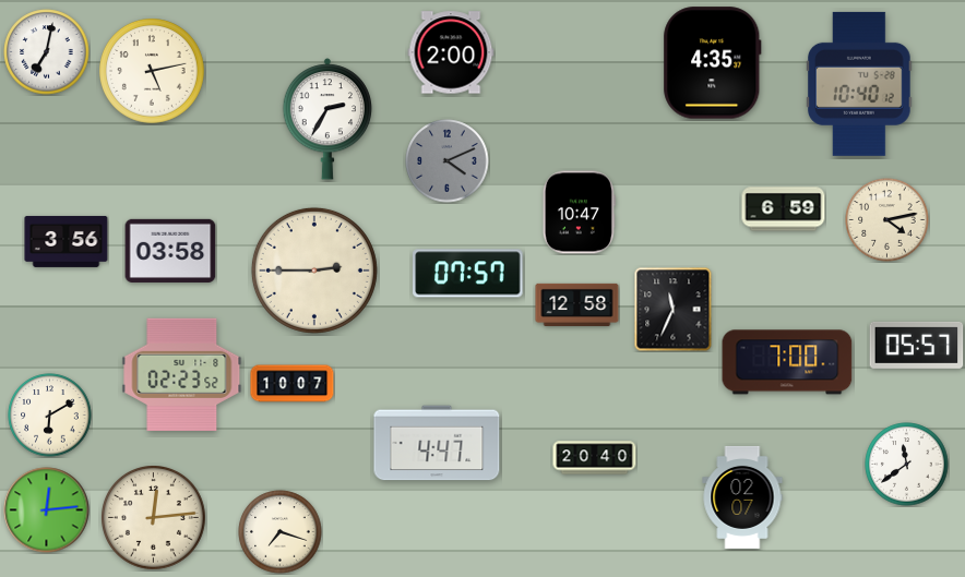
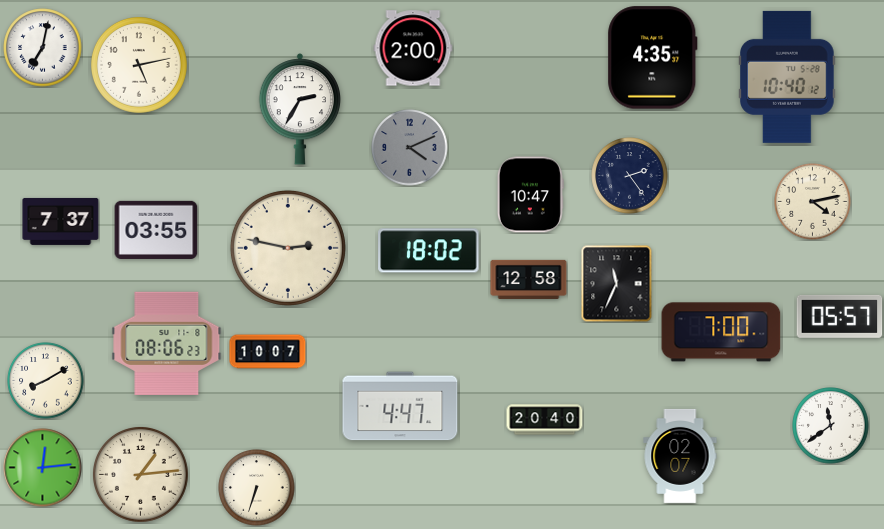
clock at (630, 176): none -> 2:24
clock at (784, 209): 6:59 -> none
clock at (67, 241): 3:56 -> 7:37
clock at (170, 251): 03:58 -> 03:55
clock at (314, 271): 2:45 -> 2:47
clock at (468, 274): 07:57 -> 18:02
clock at (182, 374): 02:23 -> 08:06
clock at (50, 416): 6:10 -> 8:10
clock at (154, 518): 12:14 -> 1:14
clock at (281, 532): 7:18 -> 6:33
